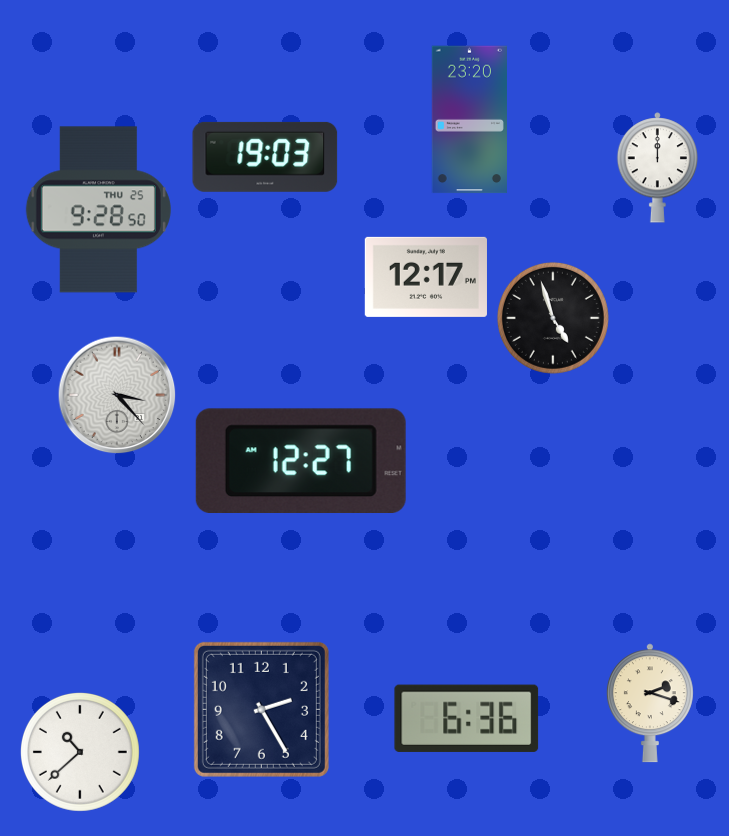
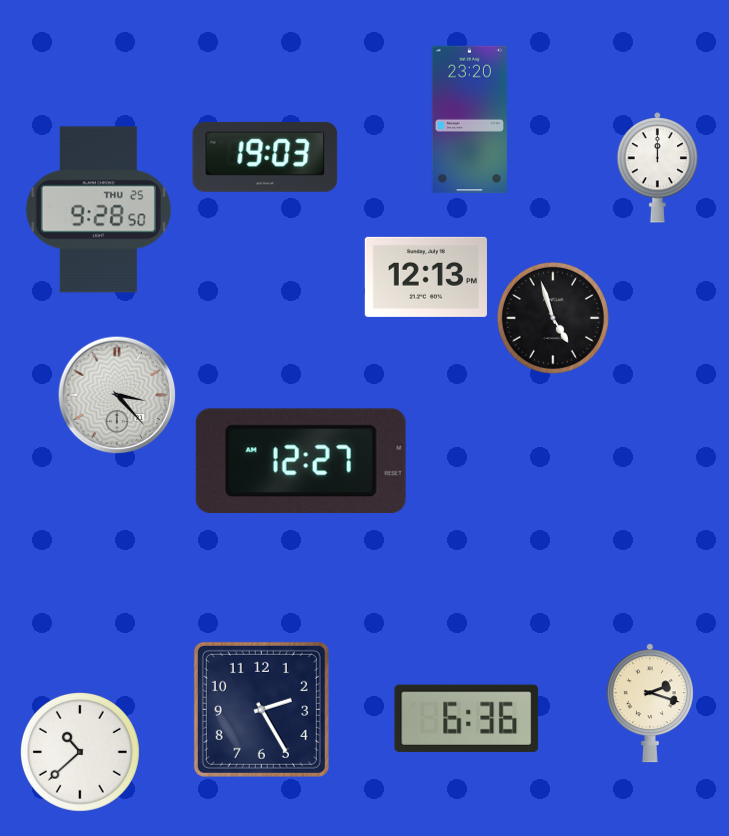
clock at (426, 277): 12:17 -> 12:13
